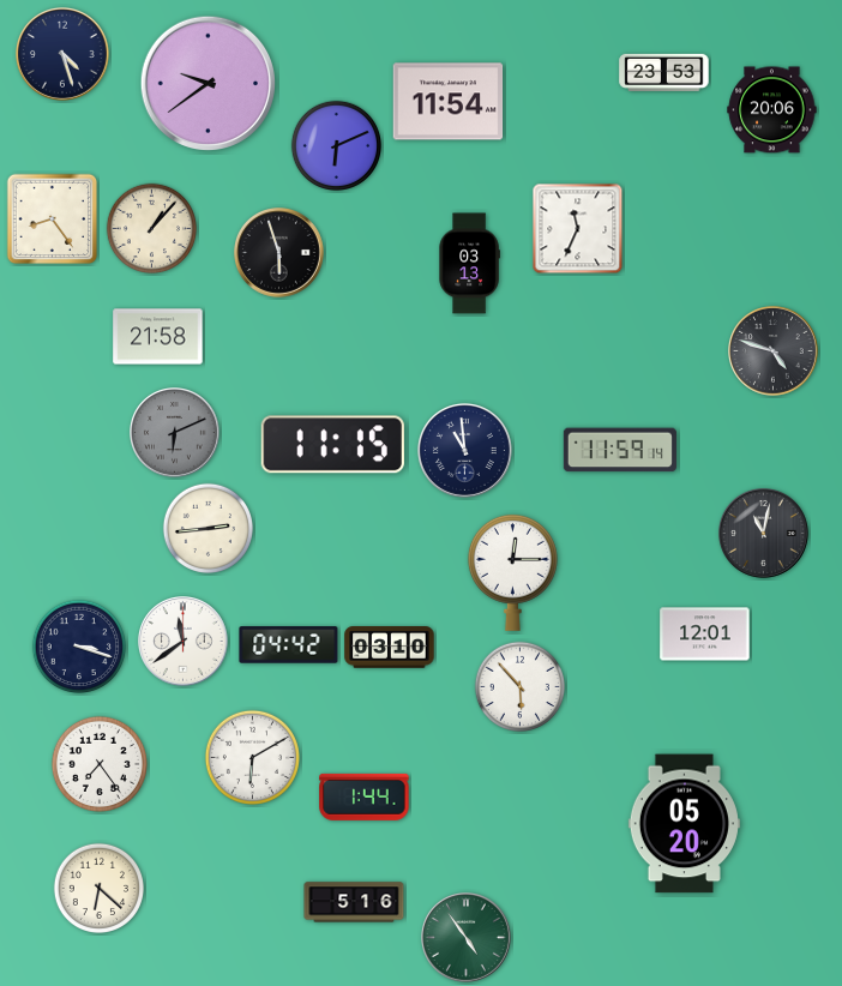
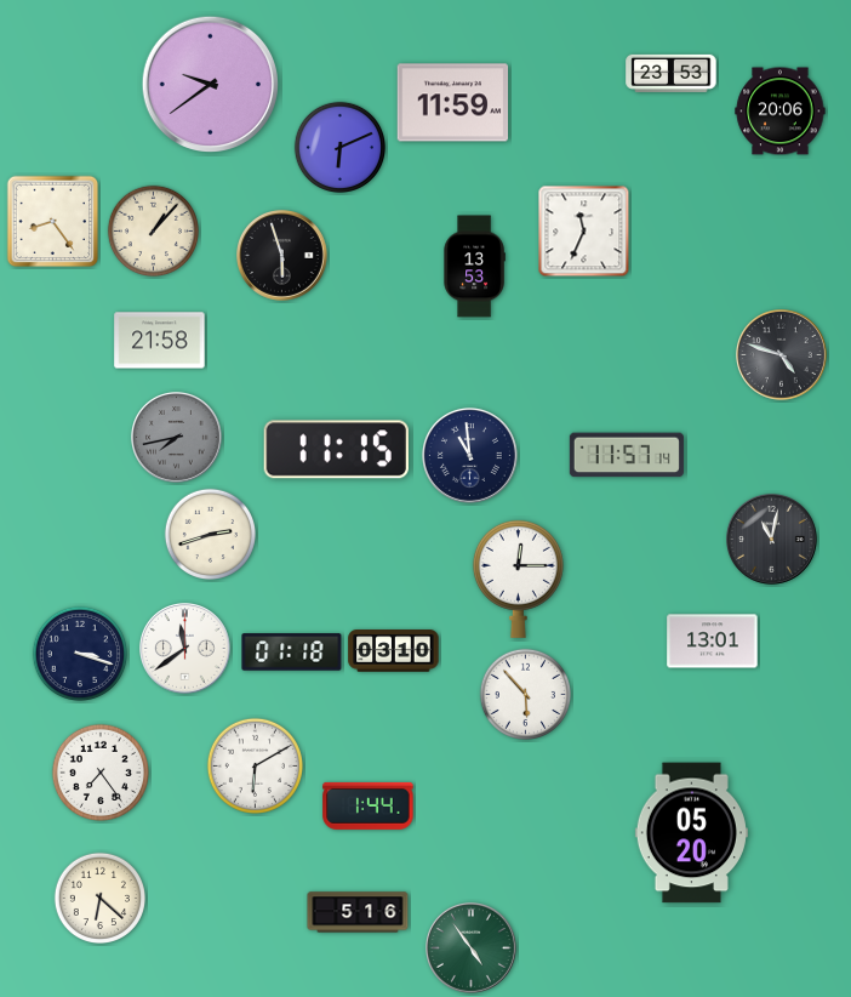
clock at (62, 54): 4:27 -> none
clock at (449, 102): 11:54 -> 11:59
clock at (469, 264): 03:13 -> 13:53
clock at (175, 433): 6:11 -> 7:43
clock at (620, 450): 11:59 -> 11:57
clock at (208, 528): 2:44 -> 2:42
clock at (705, 635): 12:01 -> 13:01
clock at (289, 645): 04:42 -> 01:18
clock at (390, 648) position: (390, 648) -> (394, 651)
